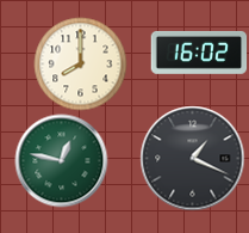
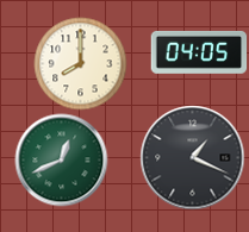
clock at (199, 53): 16:02 -> 04:05
clock at (61, 160): 12:47 -> 12:41
